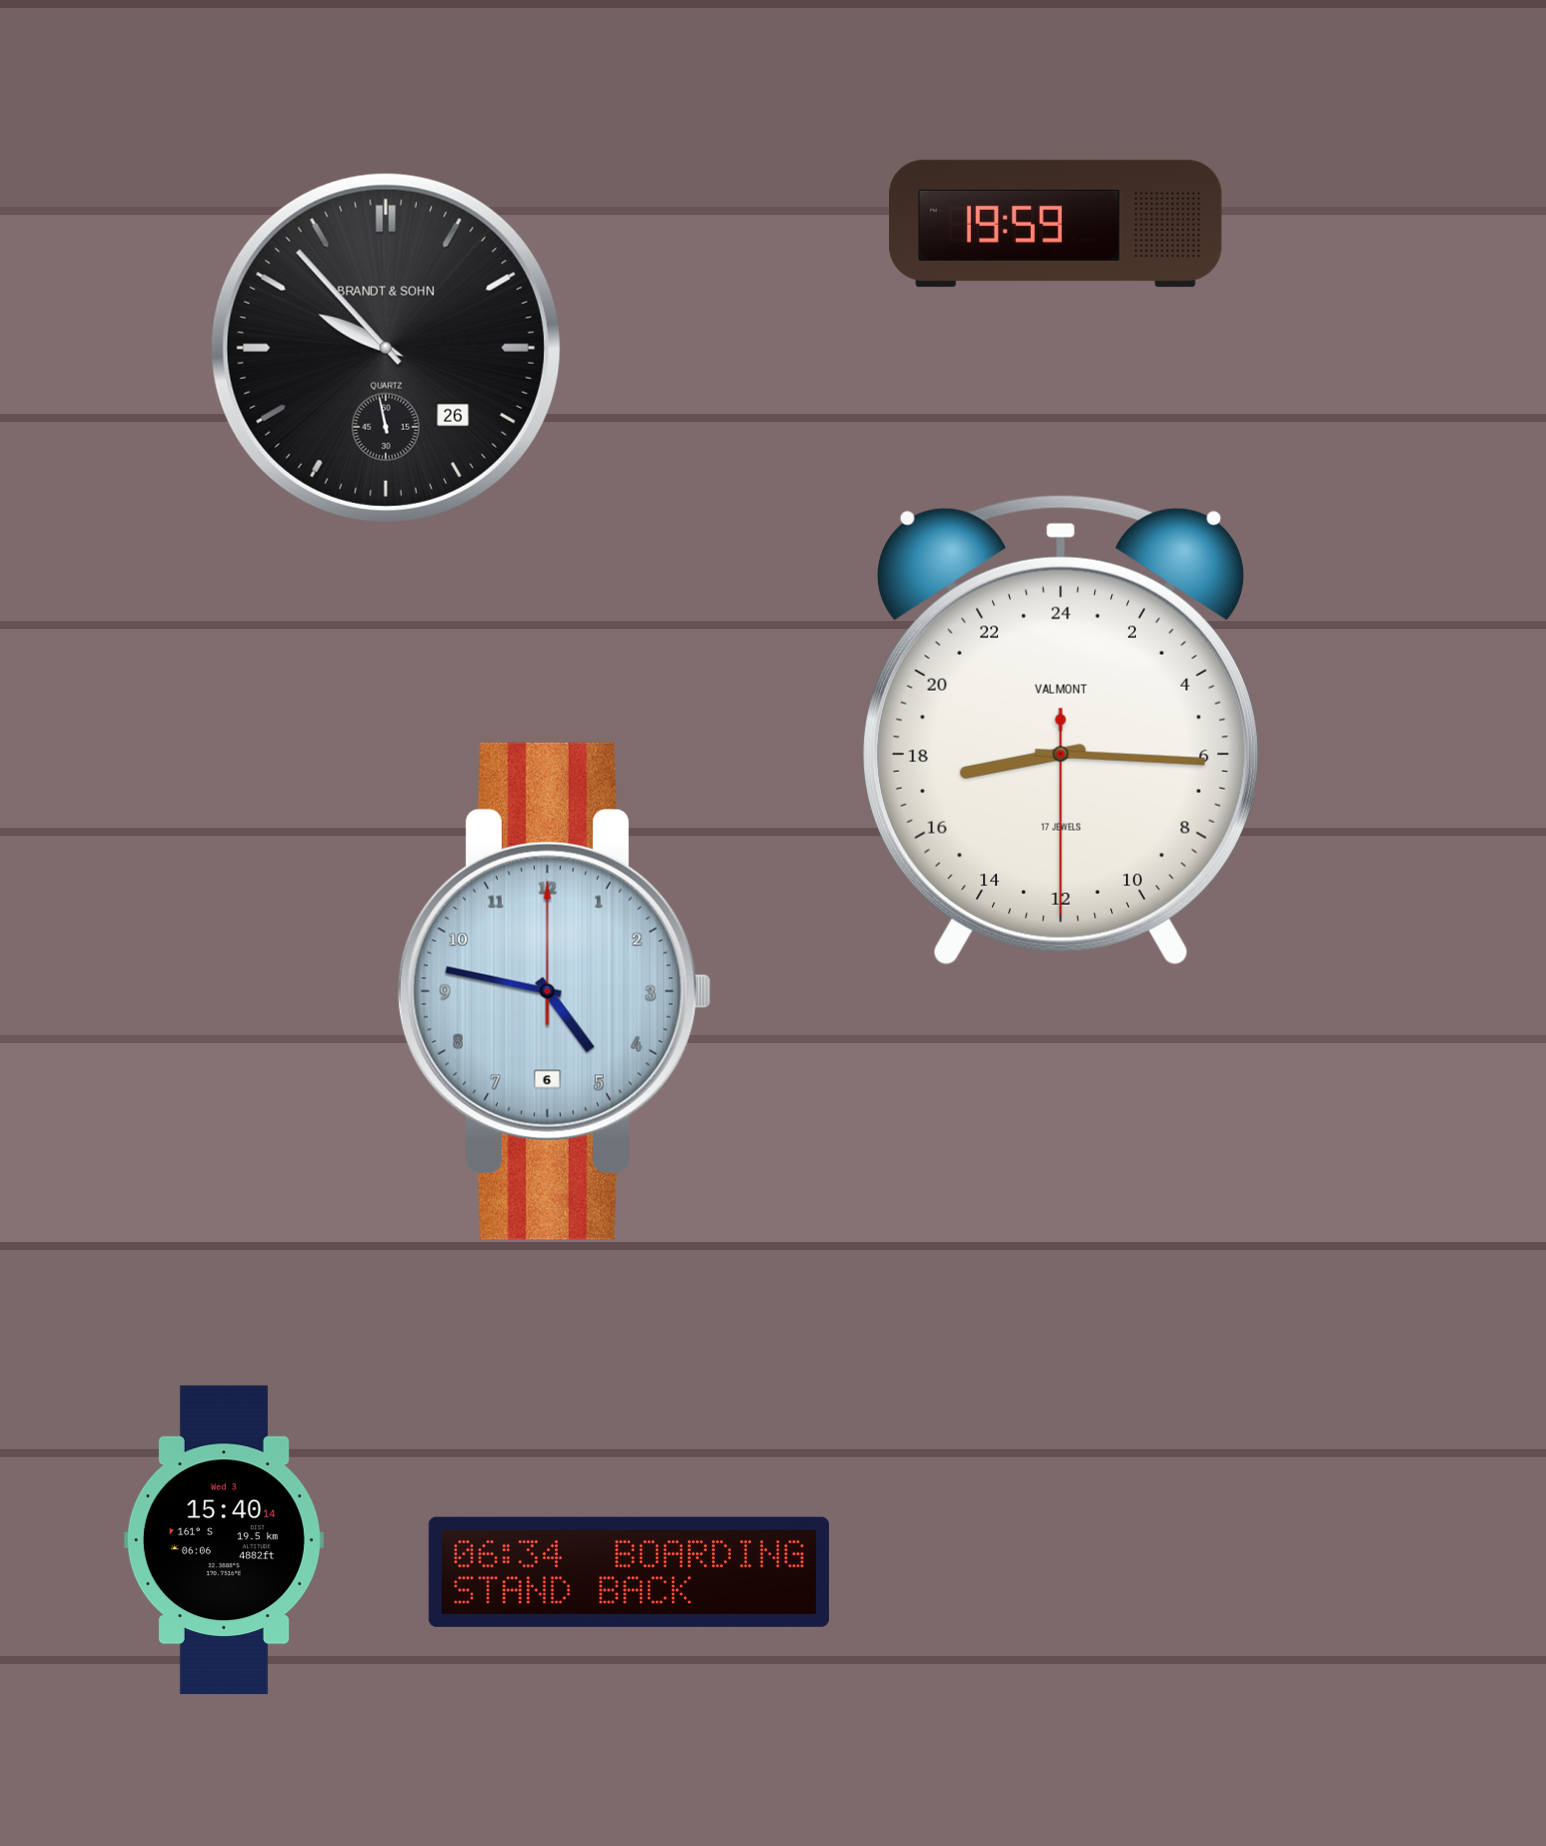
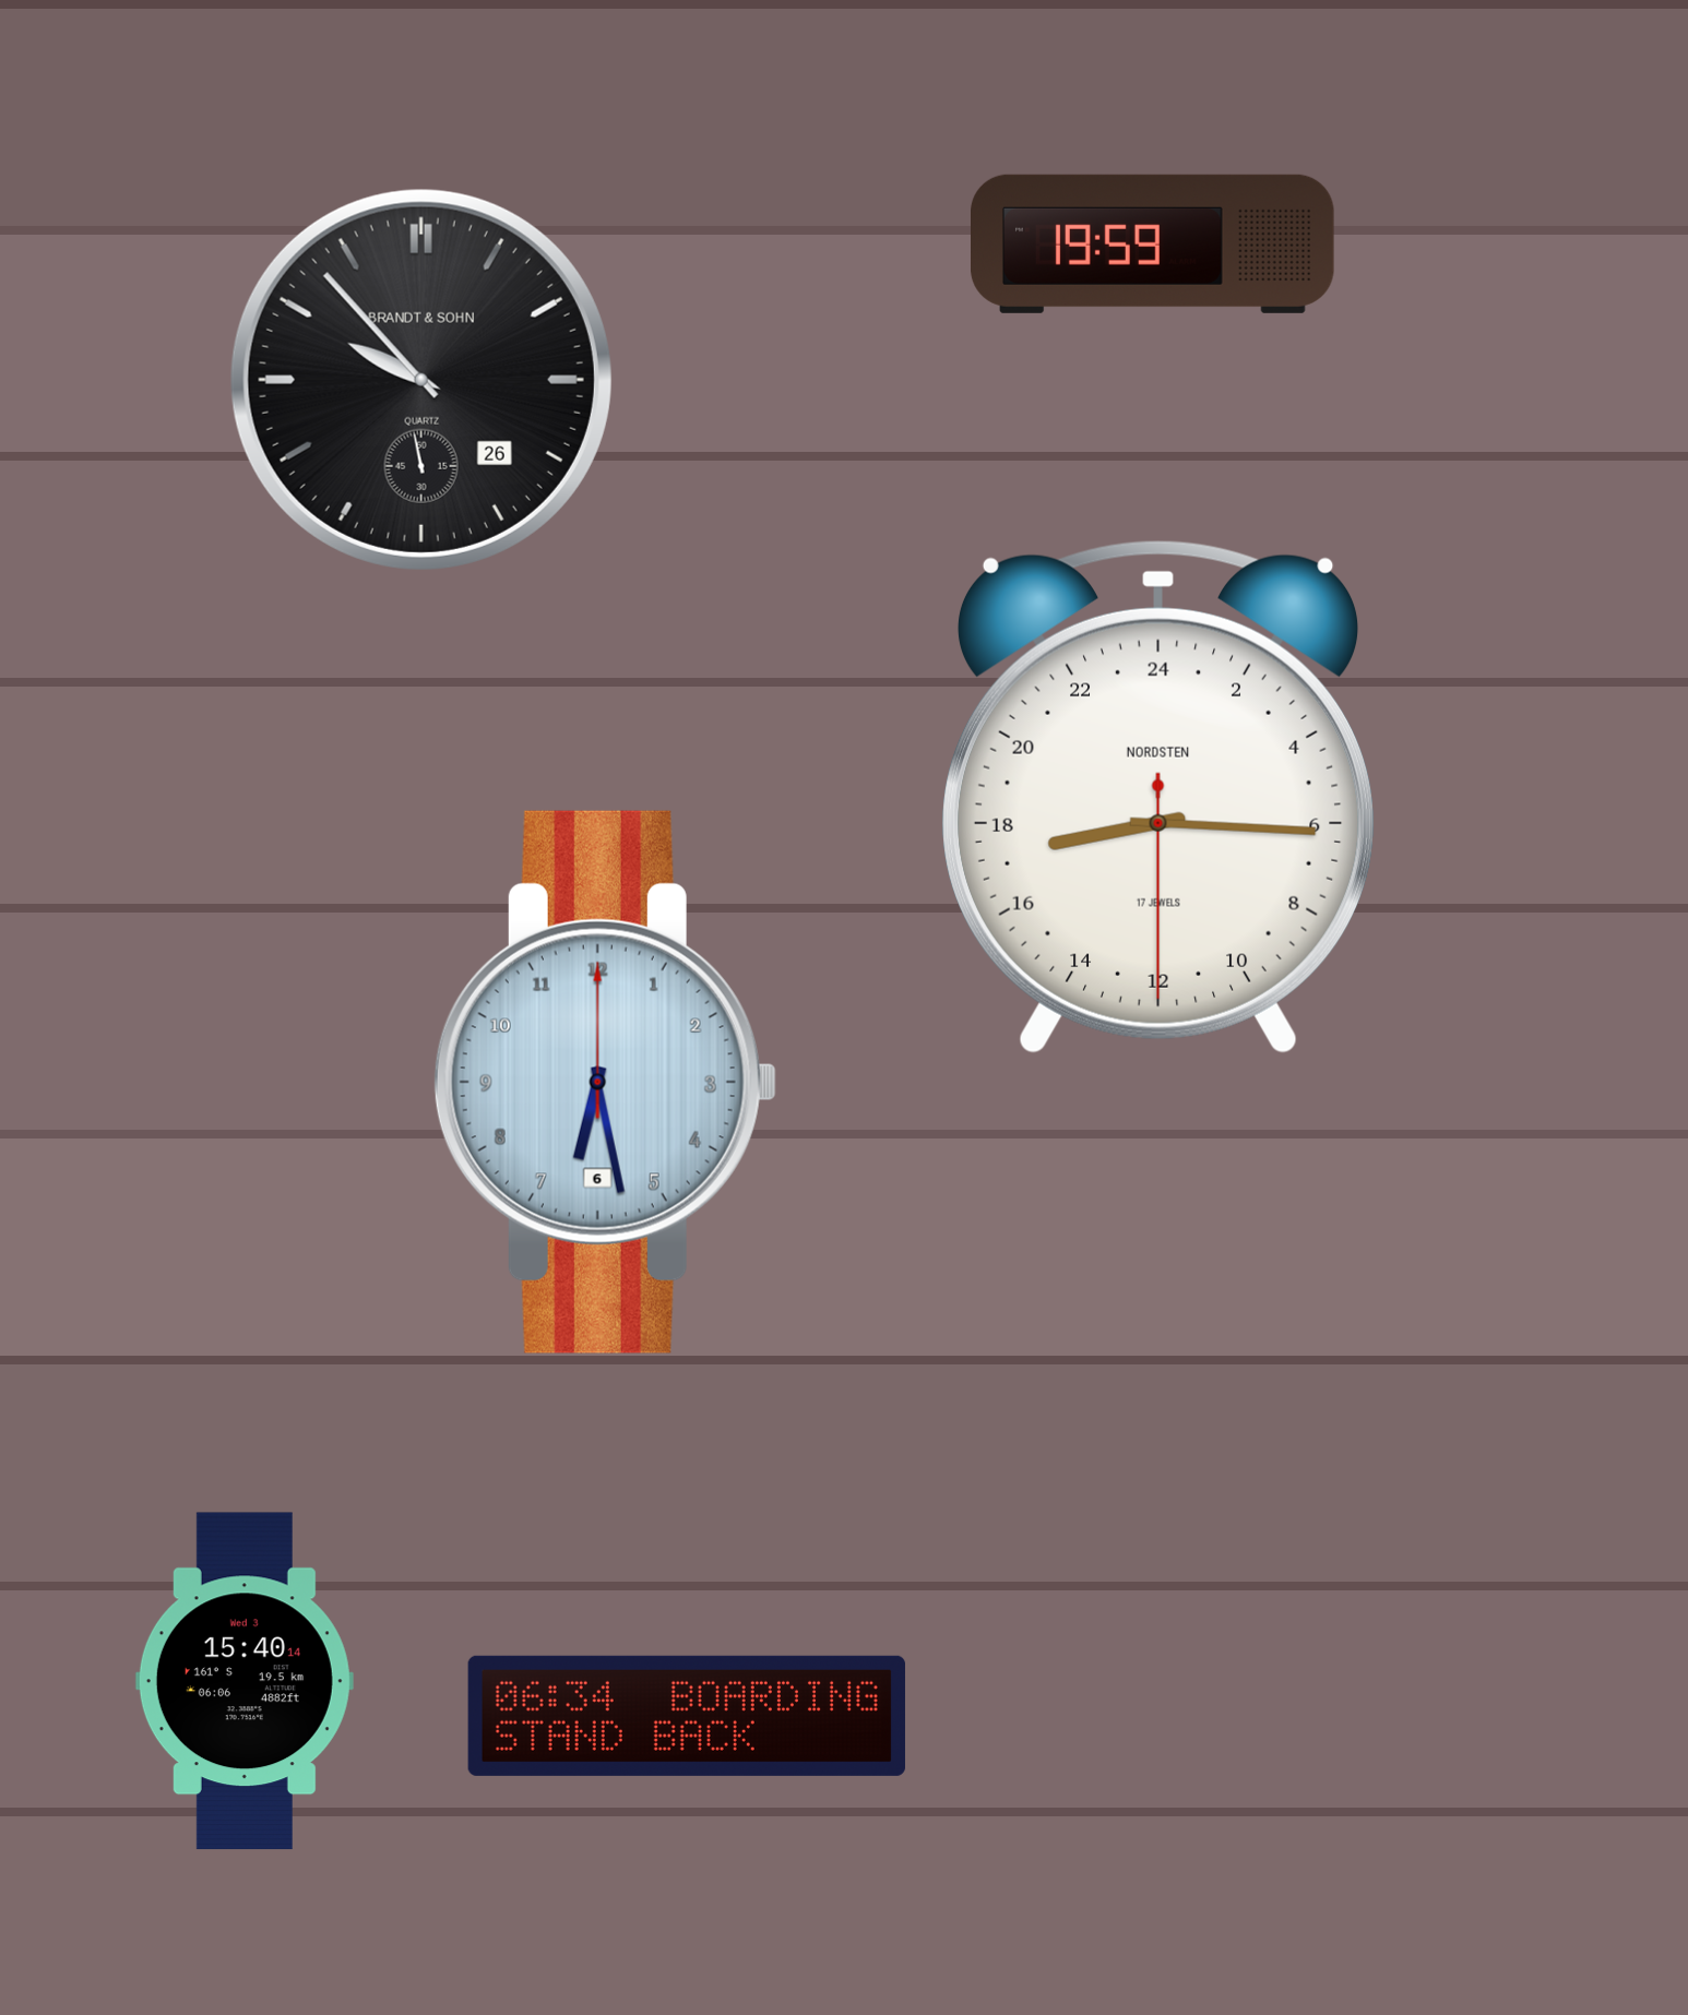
clock at (1061, 731) brand: VALMONT -> NORDSTEN
clock at (554, 991): 4:47 -> 6:28
